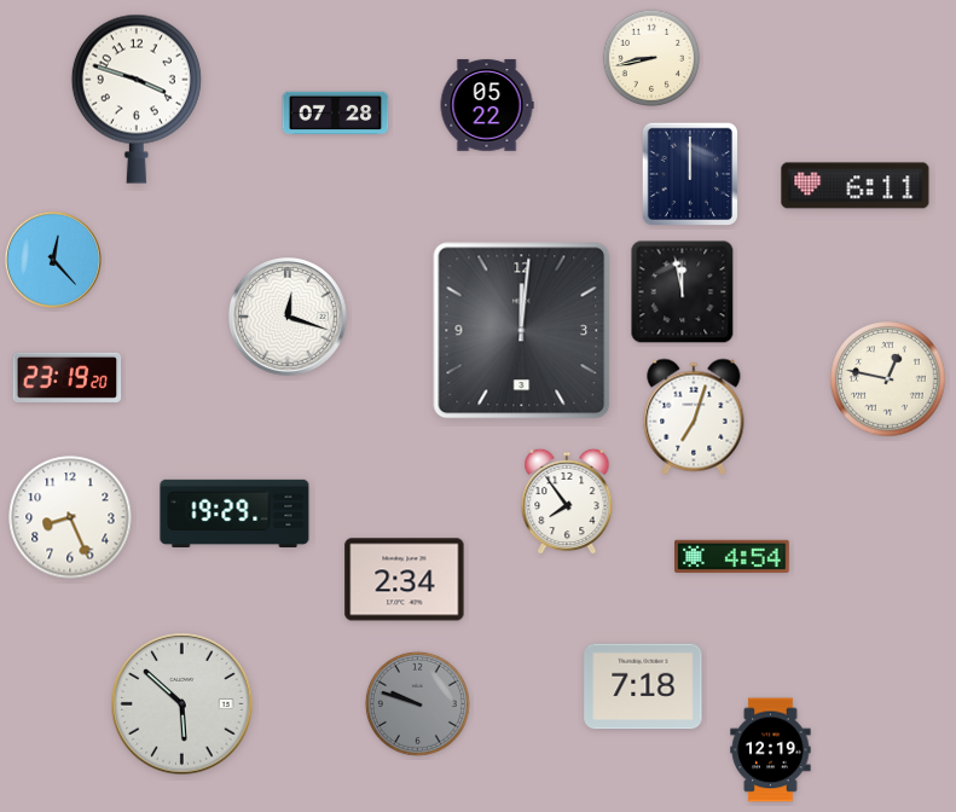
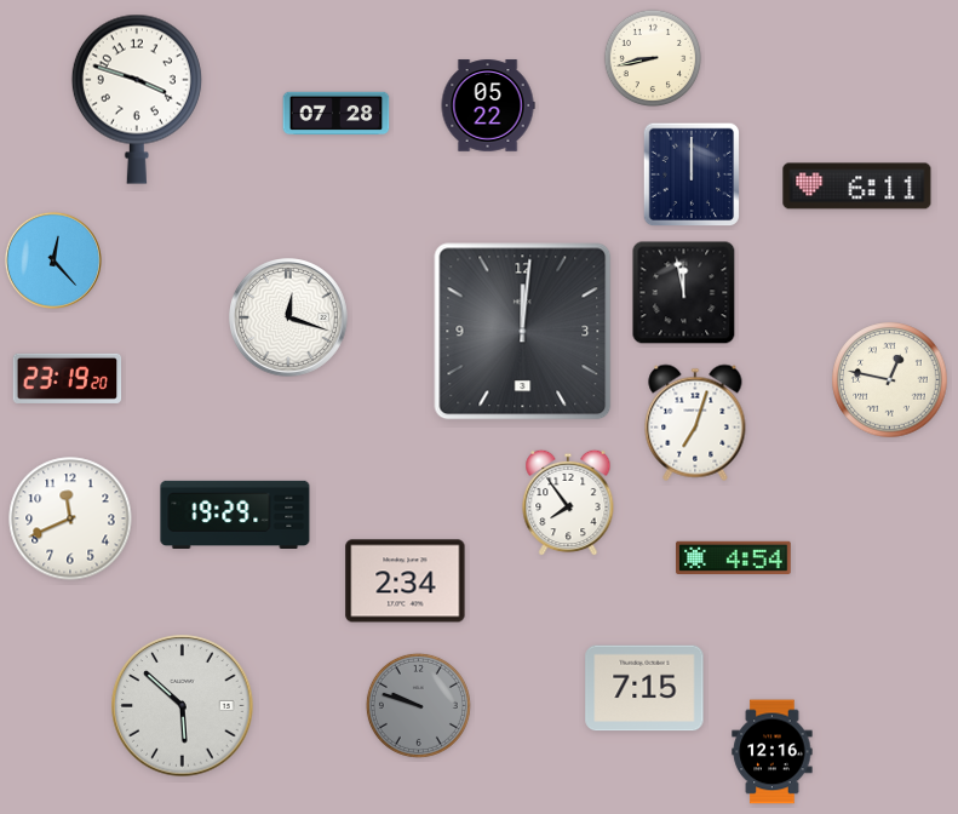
clock at (694, 417) position: (694, 417) -> (695, 423)
clock at (70, 517): 8:26 -> 11:41
clock at (643, 686): 7:18 -> 7:15
clock at (771, 750): 12:19 -> 12:16
